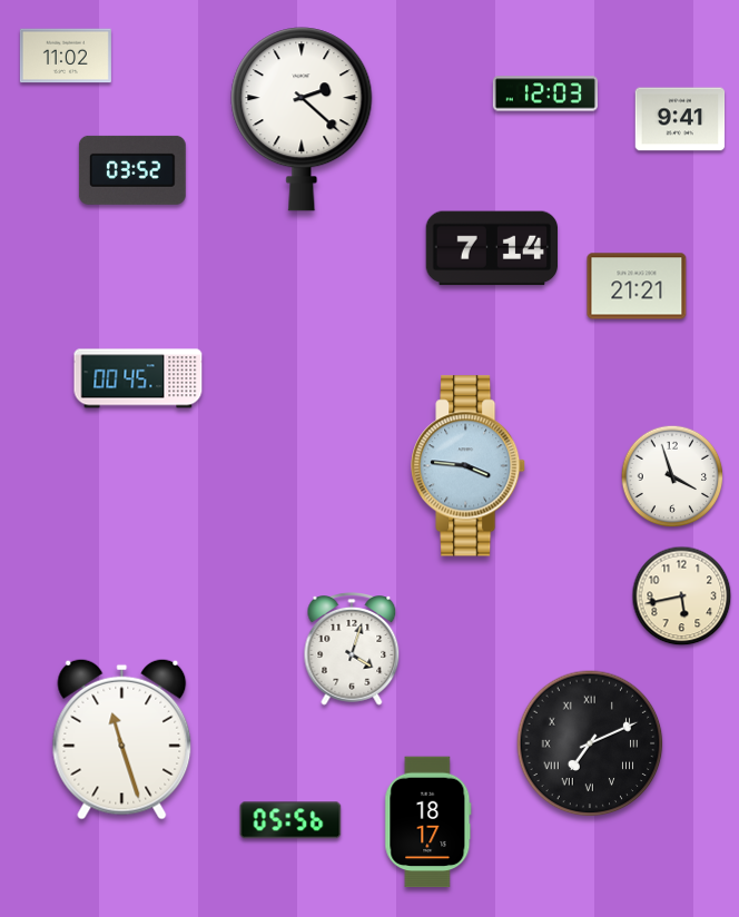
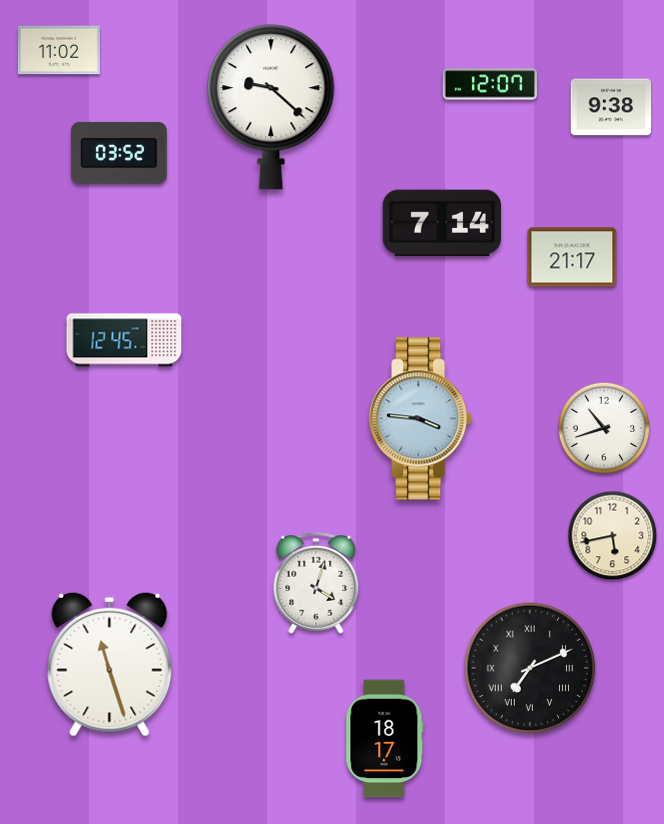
clock at (545, 93): 12:03 -> 12:07
clock at (302, 119): 2:22 -> 9:22
clock at (680, 119): 9:41 -> 9:38
clock at (637, 286): 21:21 -> 21:17
clock at (138, 378): 00:45 -> 12:45
clock at (672, 476): 3:57 -> 10:42
clock at (290, 820): 05:56 -> none
